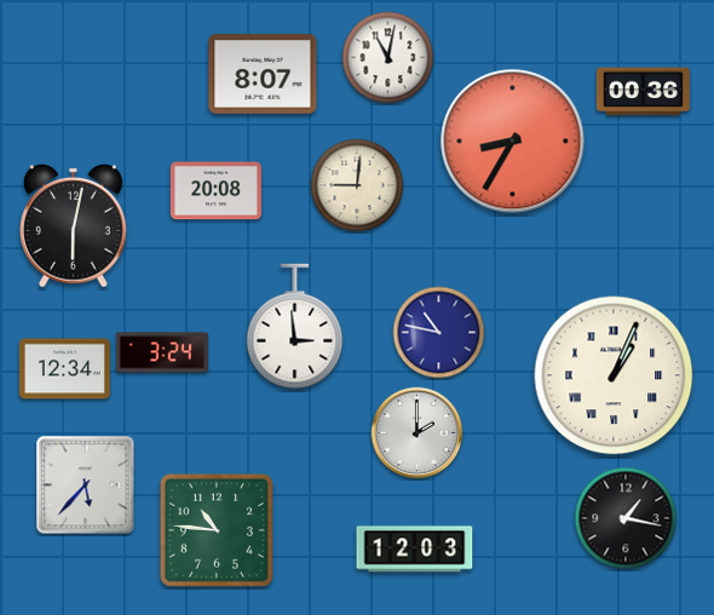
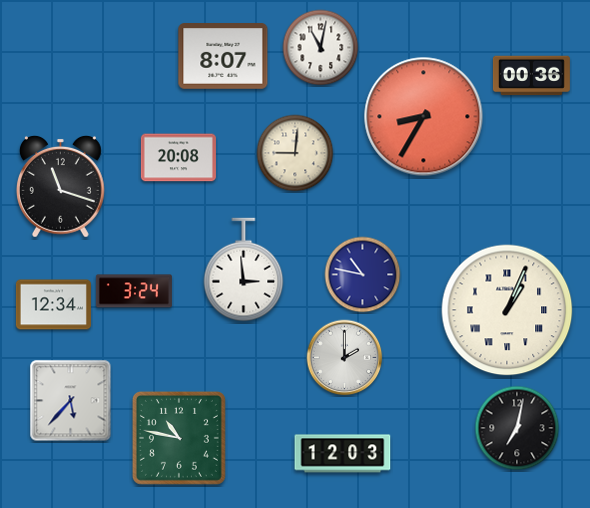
clock at (263, 75) position: (263, 75) -> (223, 57)
clock at (73, 225): 6:02 -> 11:18
clock at (626, 518): 1:17 -> 7:02
clock at (217, 530): 10:46 -> 10:47
